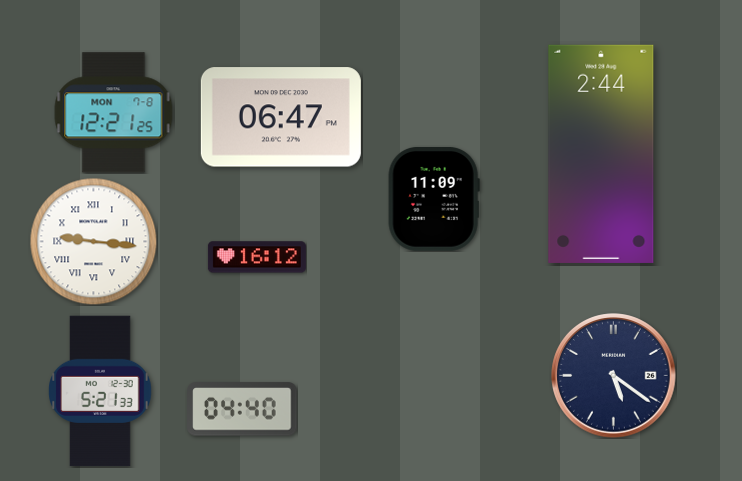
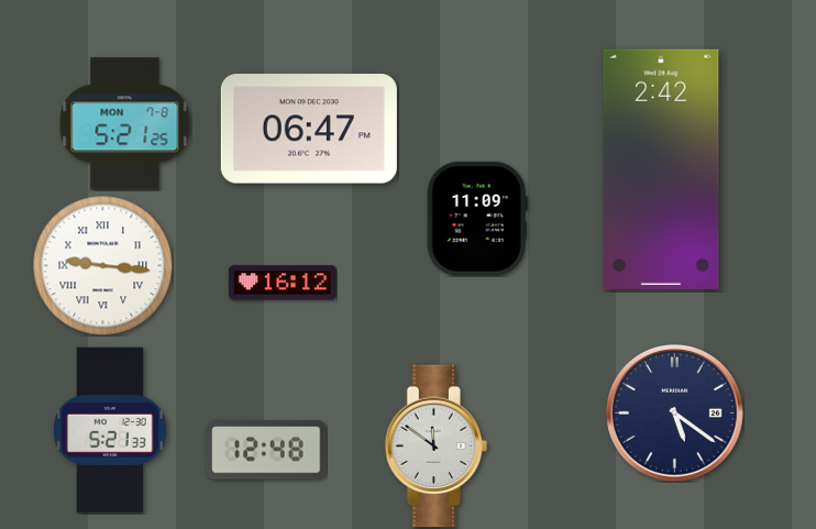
clock at (114, 113): 12:21 -> 5:21
clock at (601, 154): 2:44 -> 2:42
clock at (435, 447): none -> 11:51
clock at (242, 409): 04:40 -> 12:48
